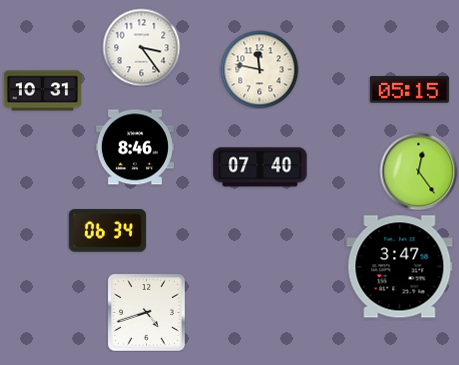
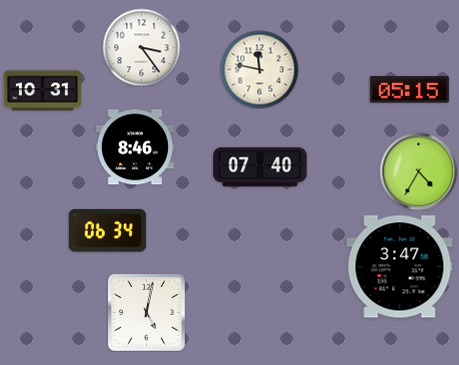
clock at (418, 171): 12:24 -> 4:35
clock at (146, 312): 4:42 -> 5:02
